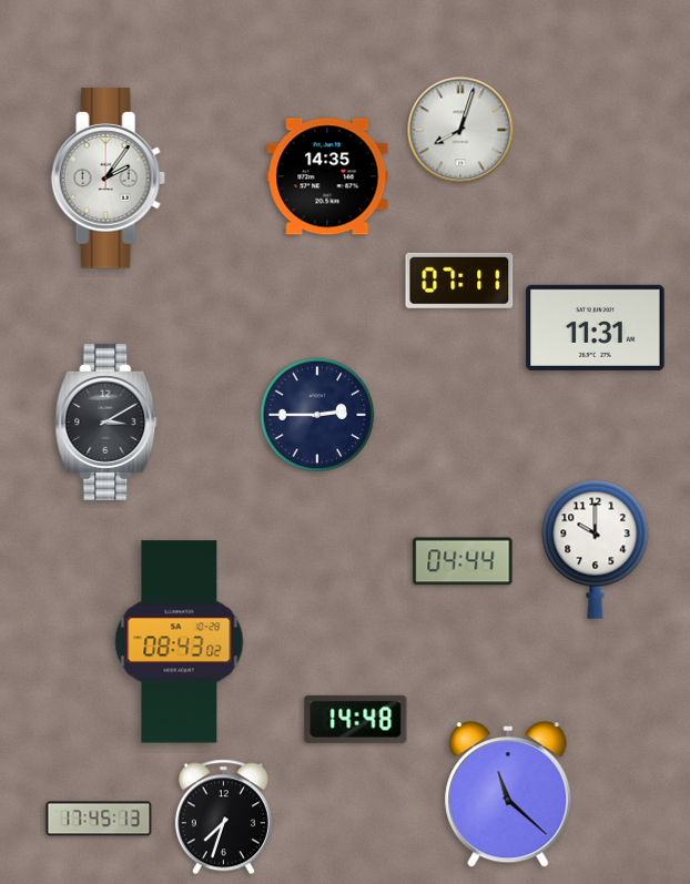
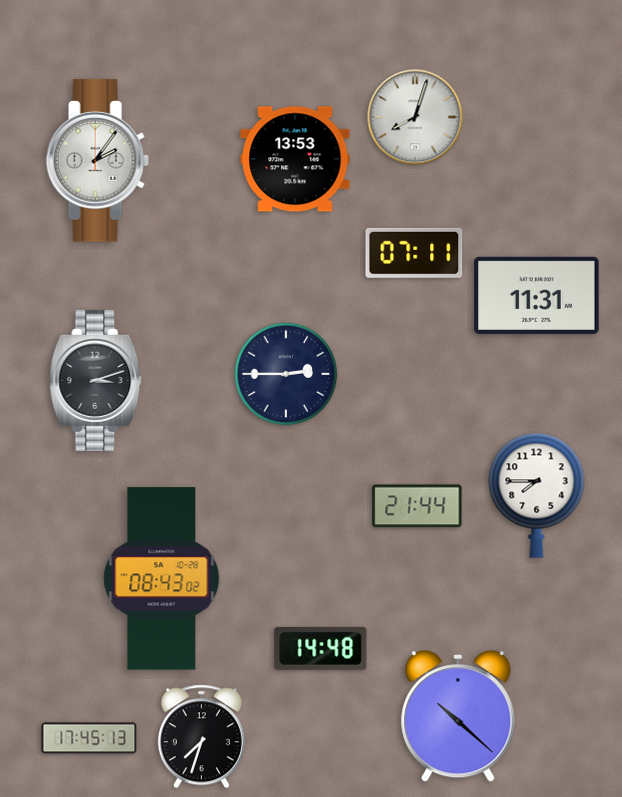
clock at (327, 176): 14:35 -> 13:53
clock at (106, 421): 3:10 -> 3:12
clock at (596, 549): 10:00 -> 7:45
clock at (463, 561): 04:44 -> 21:44
clock at (508, 794): 11:22 -> 10:22
